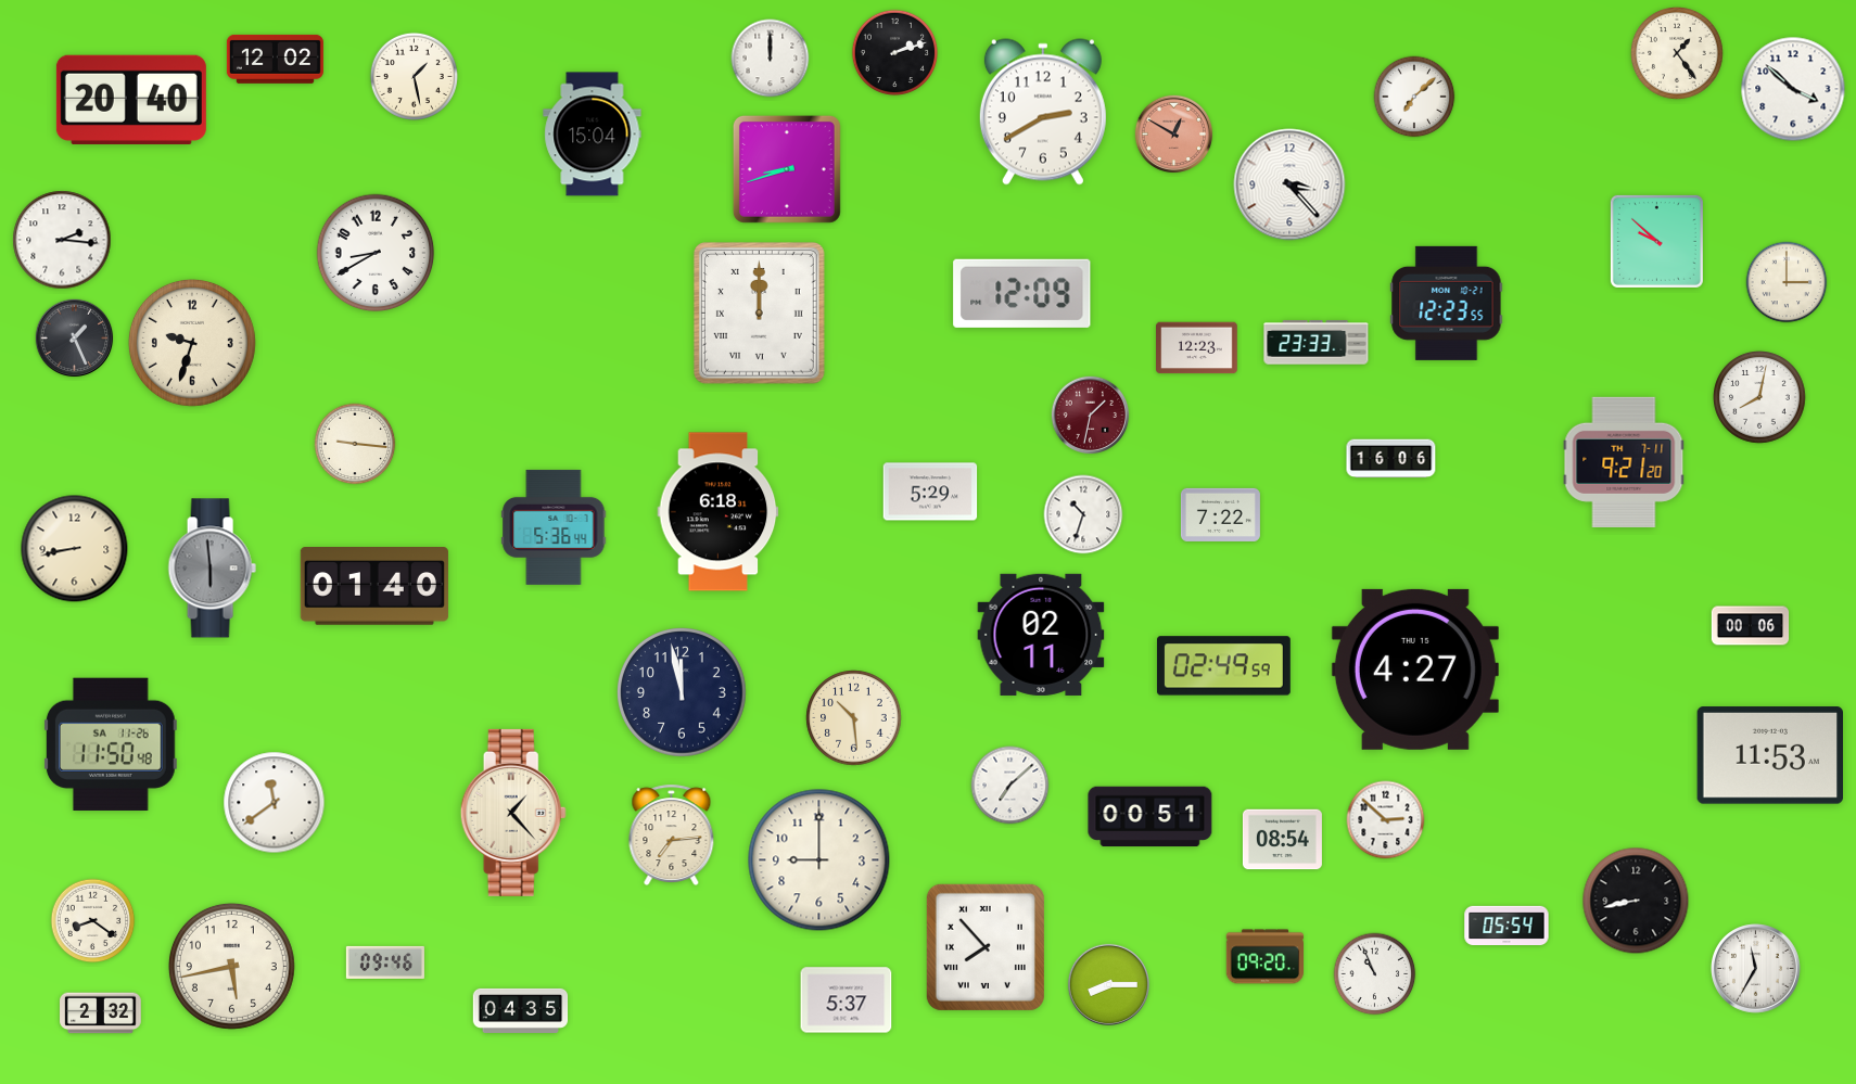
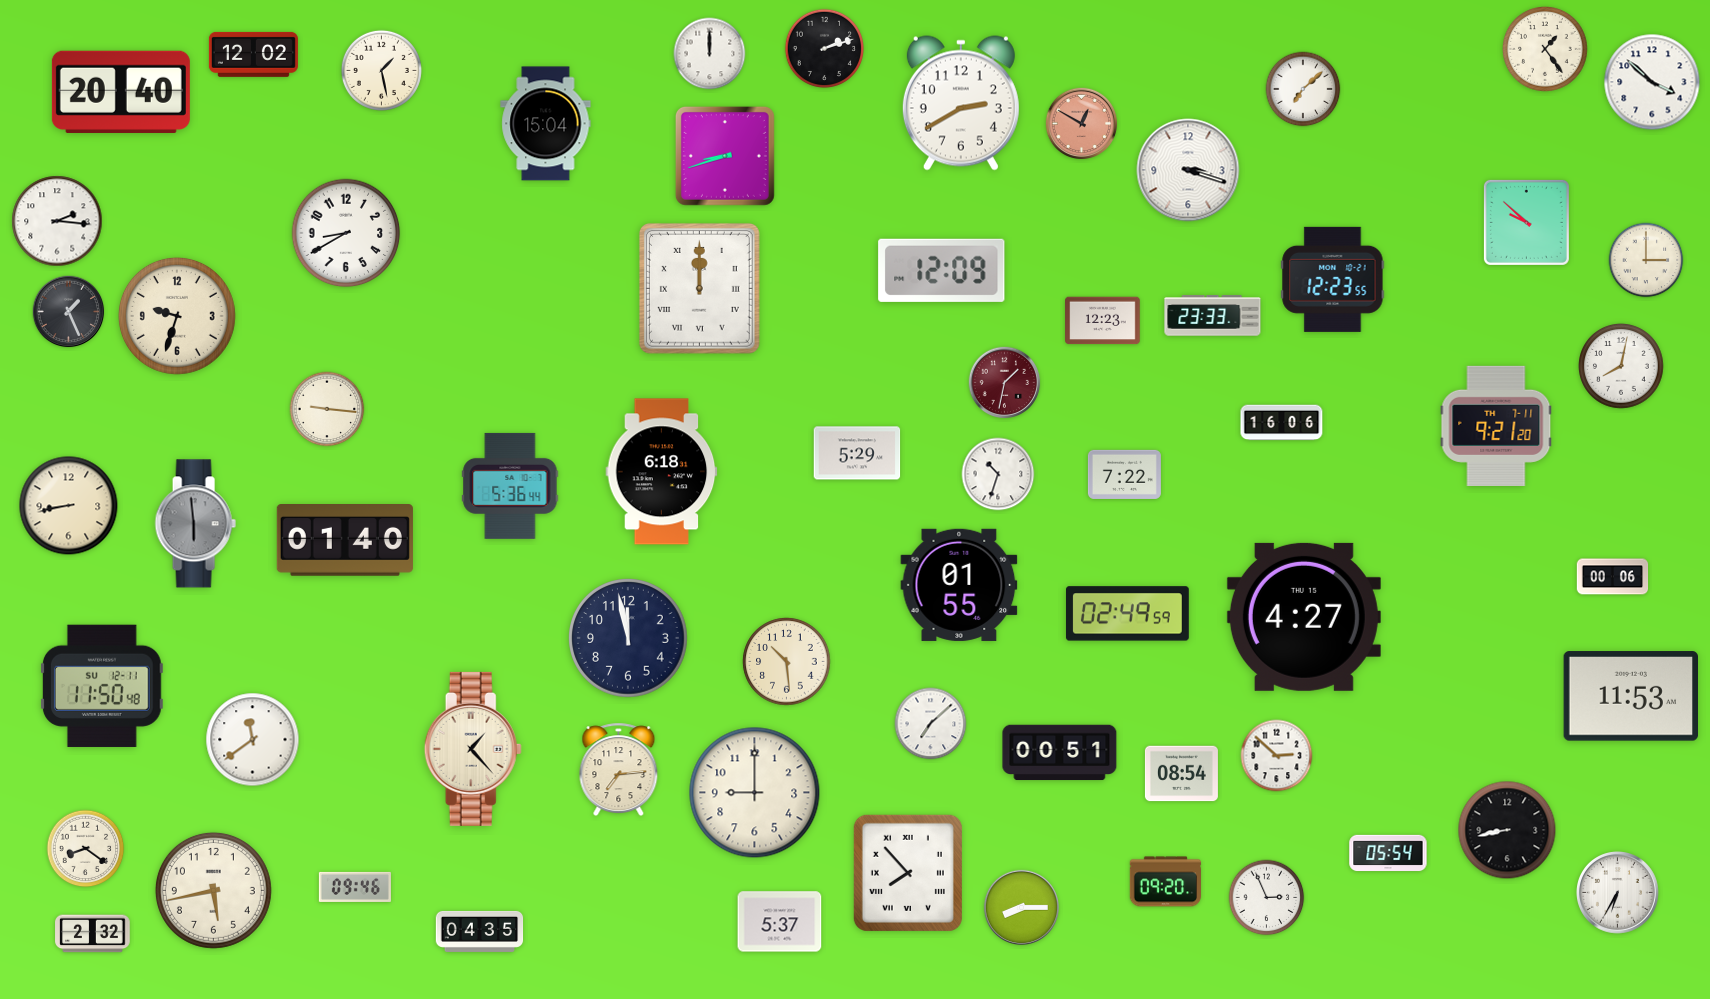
clock at (1289, 184): 3:23 -> 3:18
clock at (1041, 635): 02:11 -> 01:55
clock at (111, 744) date: SA 11-26 -> SU 12-11
clock at (1756, 969): 11:35 -> 6:35
clock at (1375, 974): 10:56 -> 2:56
